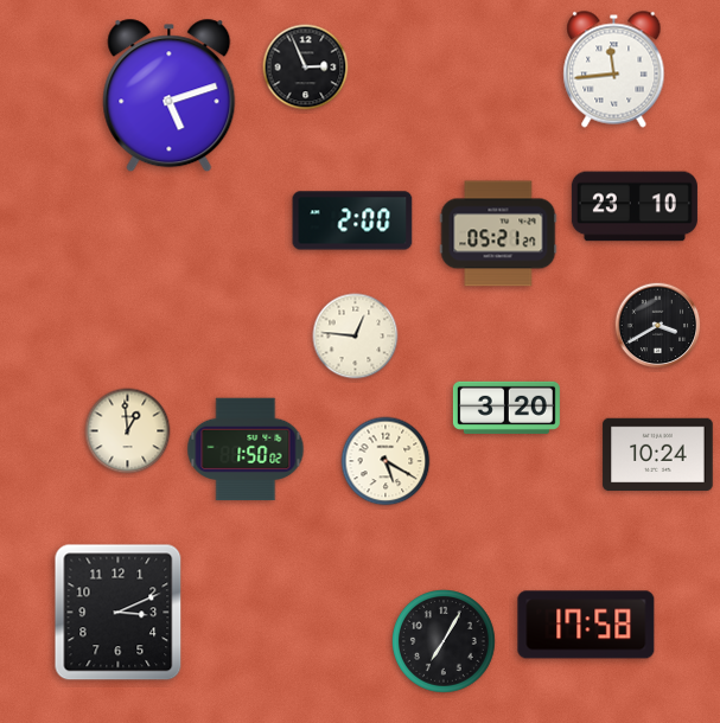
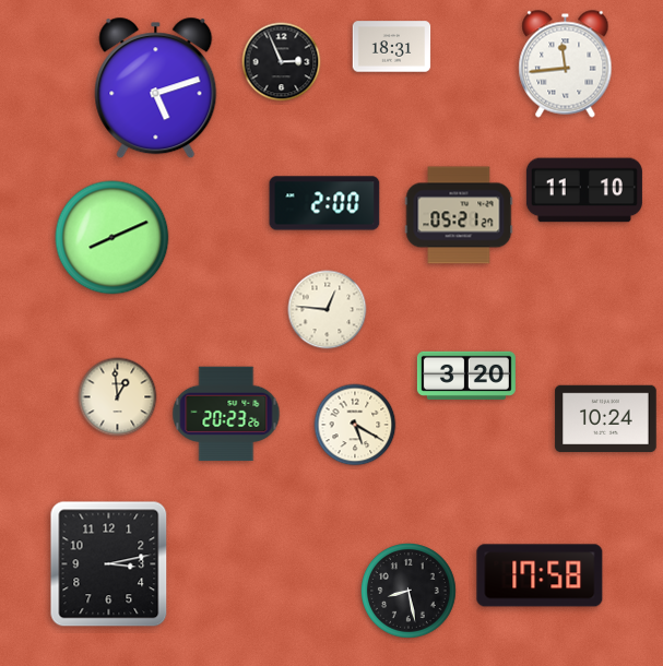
clock at (392, 47): none -> 18:31
clock at (635, 206): 23:10 -> 11:10
clock at (113, 238): none -> 8:11
clock at (658, 326): 3:40 -> none
clock at (246, 449): 1:50 -> 20:23
clock at (119, 613): 3:11 -> 3:13
clock at (445, 642): 7:05 -> 8:28
